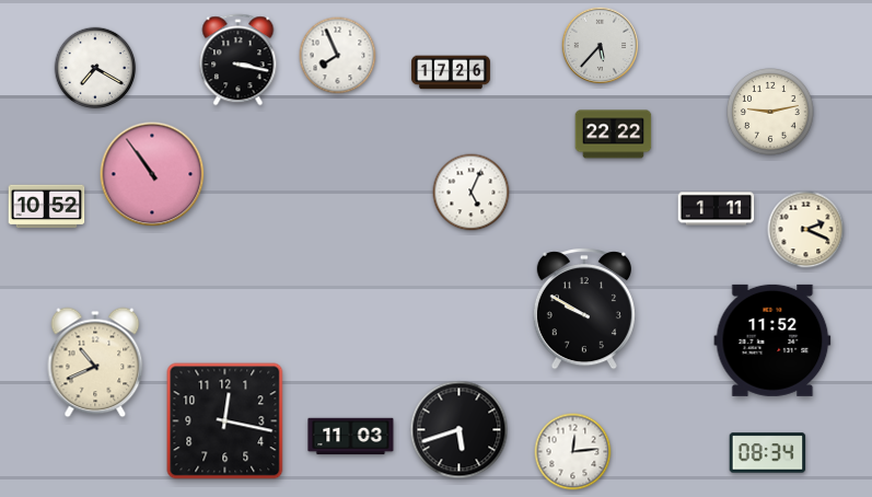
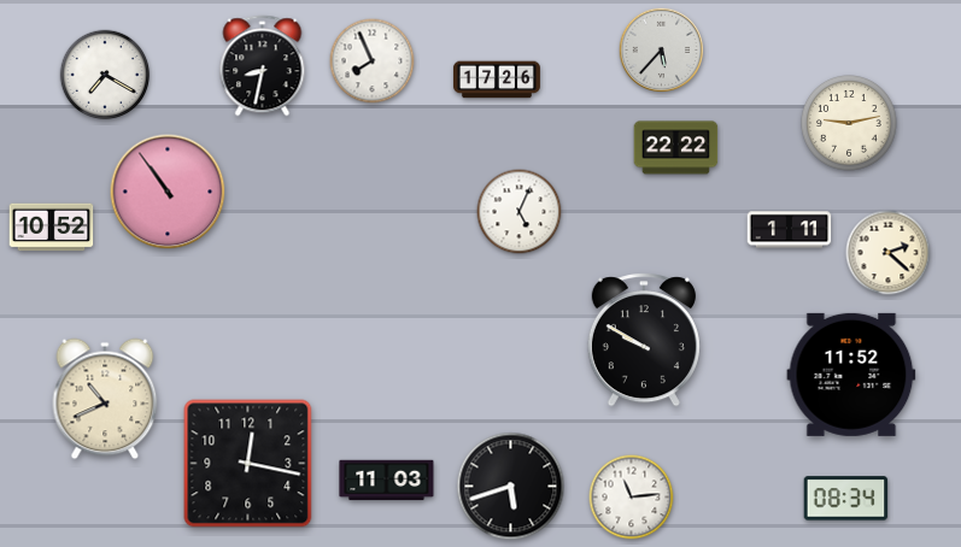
clock at (239, 60): 3:17 -> 8:32
clock at (806, 230): 2:19 -> 2:22
clock at (460, 430) position: (460, 430) -> (511, 487)
clock at (573, 452): 12:14 -> 11:14
